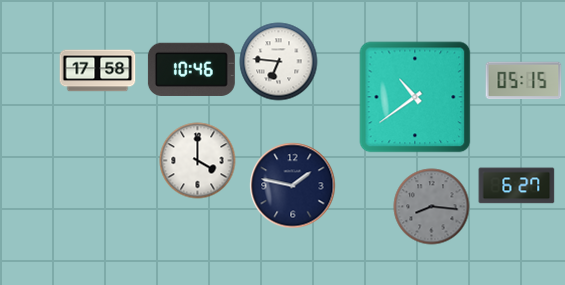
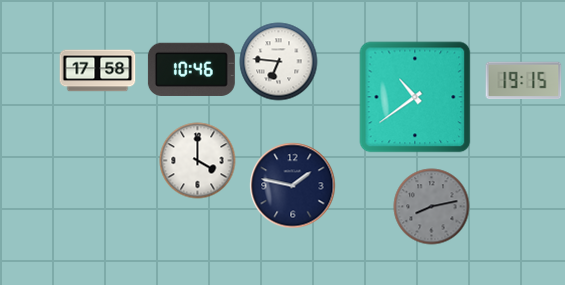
clock at (524, 81): 05:15 -> 19:15
clock at (517, 186): 6:27 -> none
clock at (432, 207): 8:16 -> 8:13
